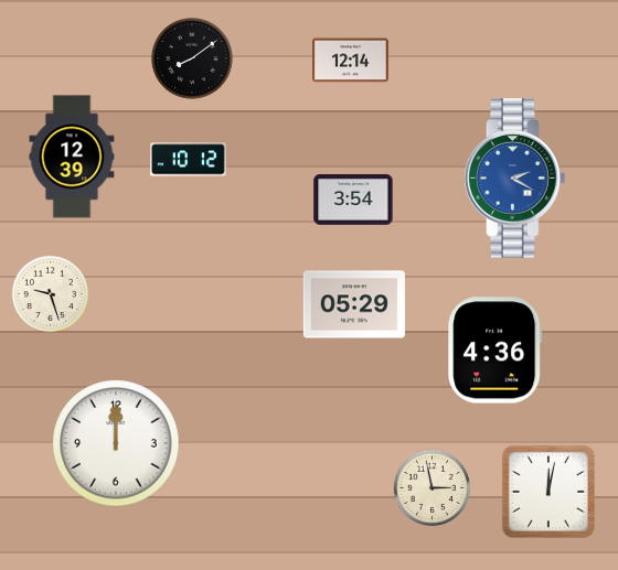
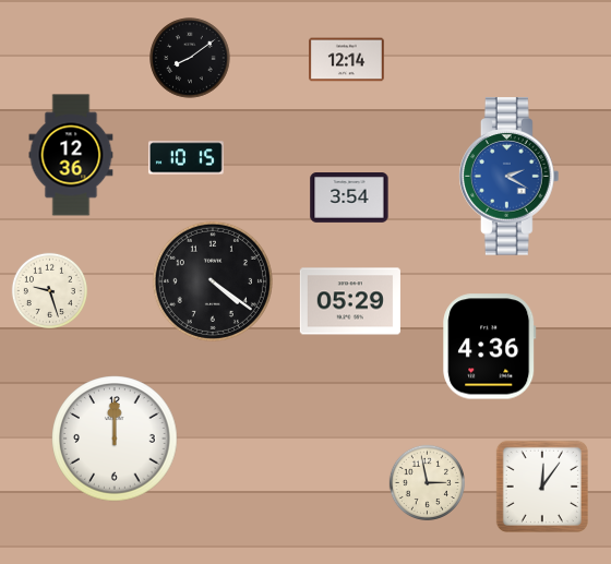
clock at (72, 157): 12:39 -> 12:36
clock at (188, 160): 10:12 -> 10:15
clock at (213, 281): none -> 4:21
clock at (548, 492): 12:02 -> 12:06
